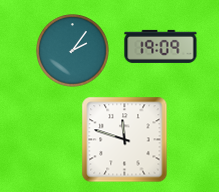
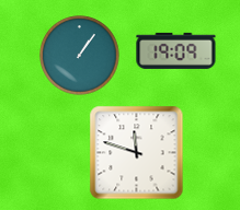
clock at (73, 51): 2:06 -> 1:06
